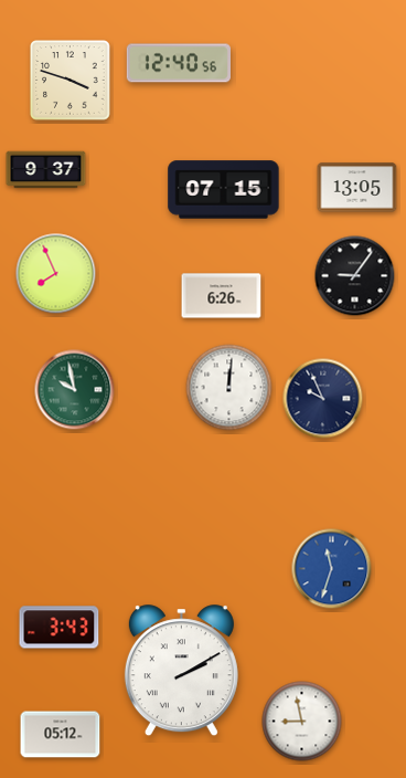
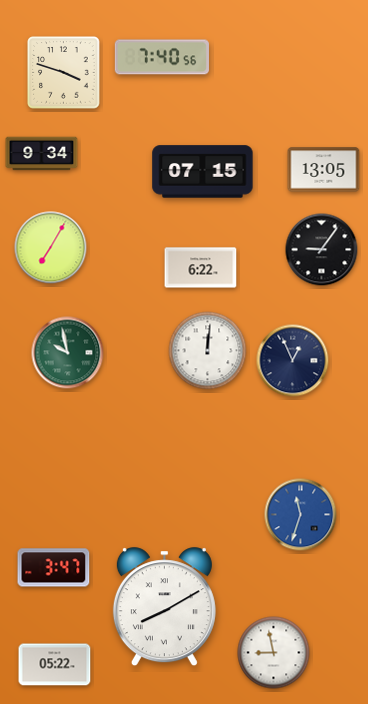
clock at (179, 63): 12:40 -> 7:40
clock at (46, 170): 9:37 -> 9:34
clock at (56, 274): 7:56 -> 7:05
clock at (222, 296): 6:26 -> 6:22
clock at (323, 399): 9:56 -> 12:56
clock at (60, 628): 3:43 -> 3:47
clock at (181, 671): 2:10 -> 8:10
clock at (61, 735): 05:12 -> 05:22
